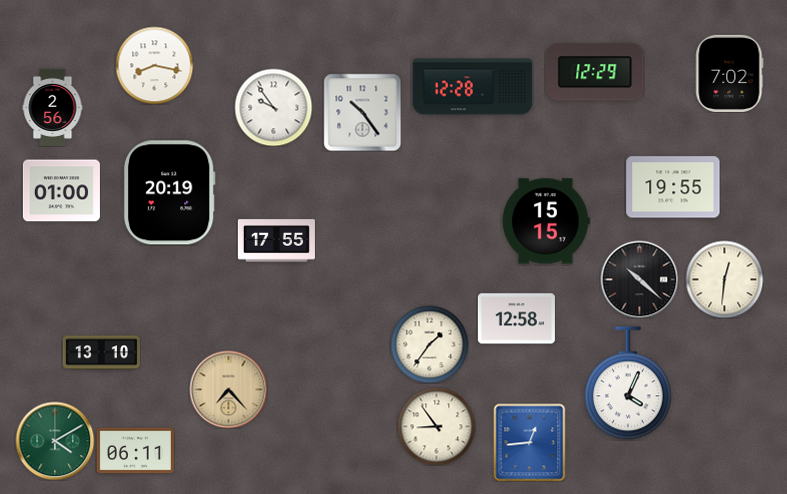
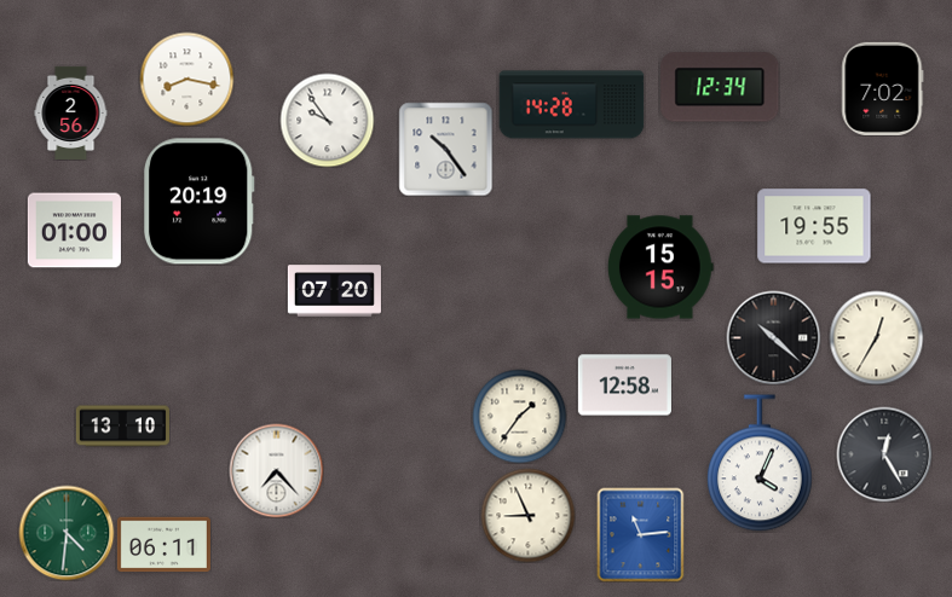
clock at (595, 72): 12:29 -> 12:34
clock at (473, 87): 12:28 -> 14:28
clock at (53, 107) position: (53, 107) -> (71, 112)
clock at (273, 107) position: (273, 107) -> (327, 120)
clock at (362, 112) position: (362, 112) -> (445, 149)
clock at (169, 193) position: (169, 193) -> (198, 202)
clock at (276, 241): 17:55 -> 07:20
clock at (724, 279): 12:31 -> 12:35
clock at (884, 454): none -> 12:25
clock at (228, 389) dial: champagne -> white
clock at (436, 426): 8:54 -> 8:56
clock at (55, 441): 4:10 -> 4:31
clock at (530, 442): 12:44 -> 11:14
